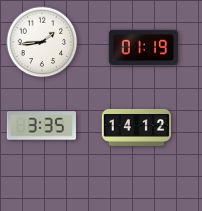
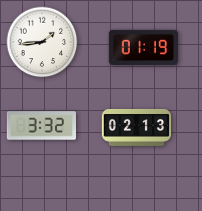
clock at (41, 126): 3:35 -> 3:32
clock at (136, 127): 14:12 -> 02:13
